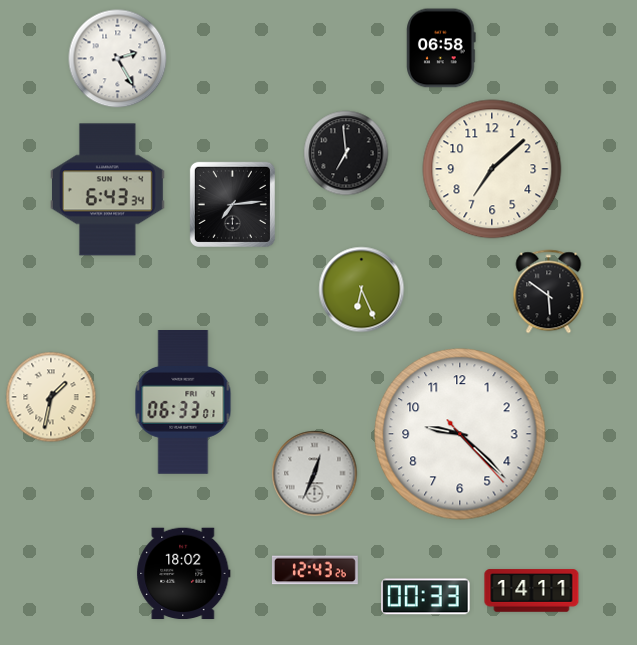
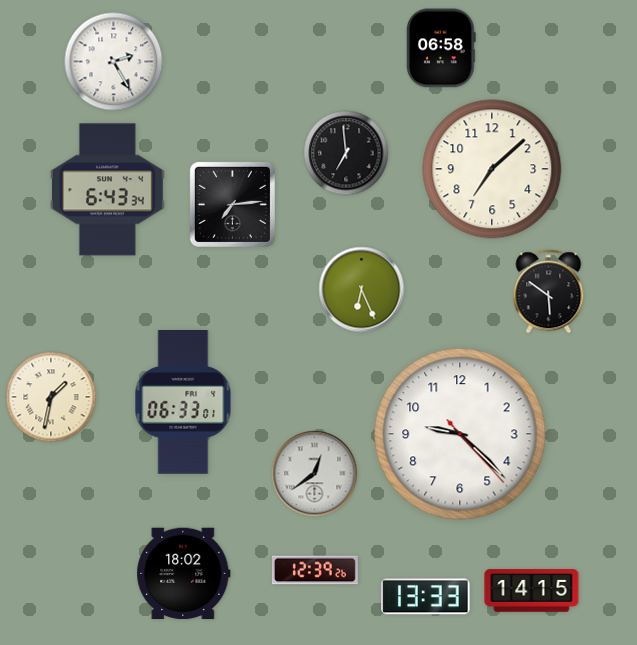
clock at (118, 59) position: (118, 59) -> (114, 62)
clock at (315, 474): 12:34 -> 12:39
clock at (315, 570): 12:43 -> 12:39
clock at (532, 591): 14:11 -> 14:15
clock at (426, 597): 00:33 -> 13:33
